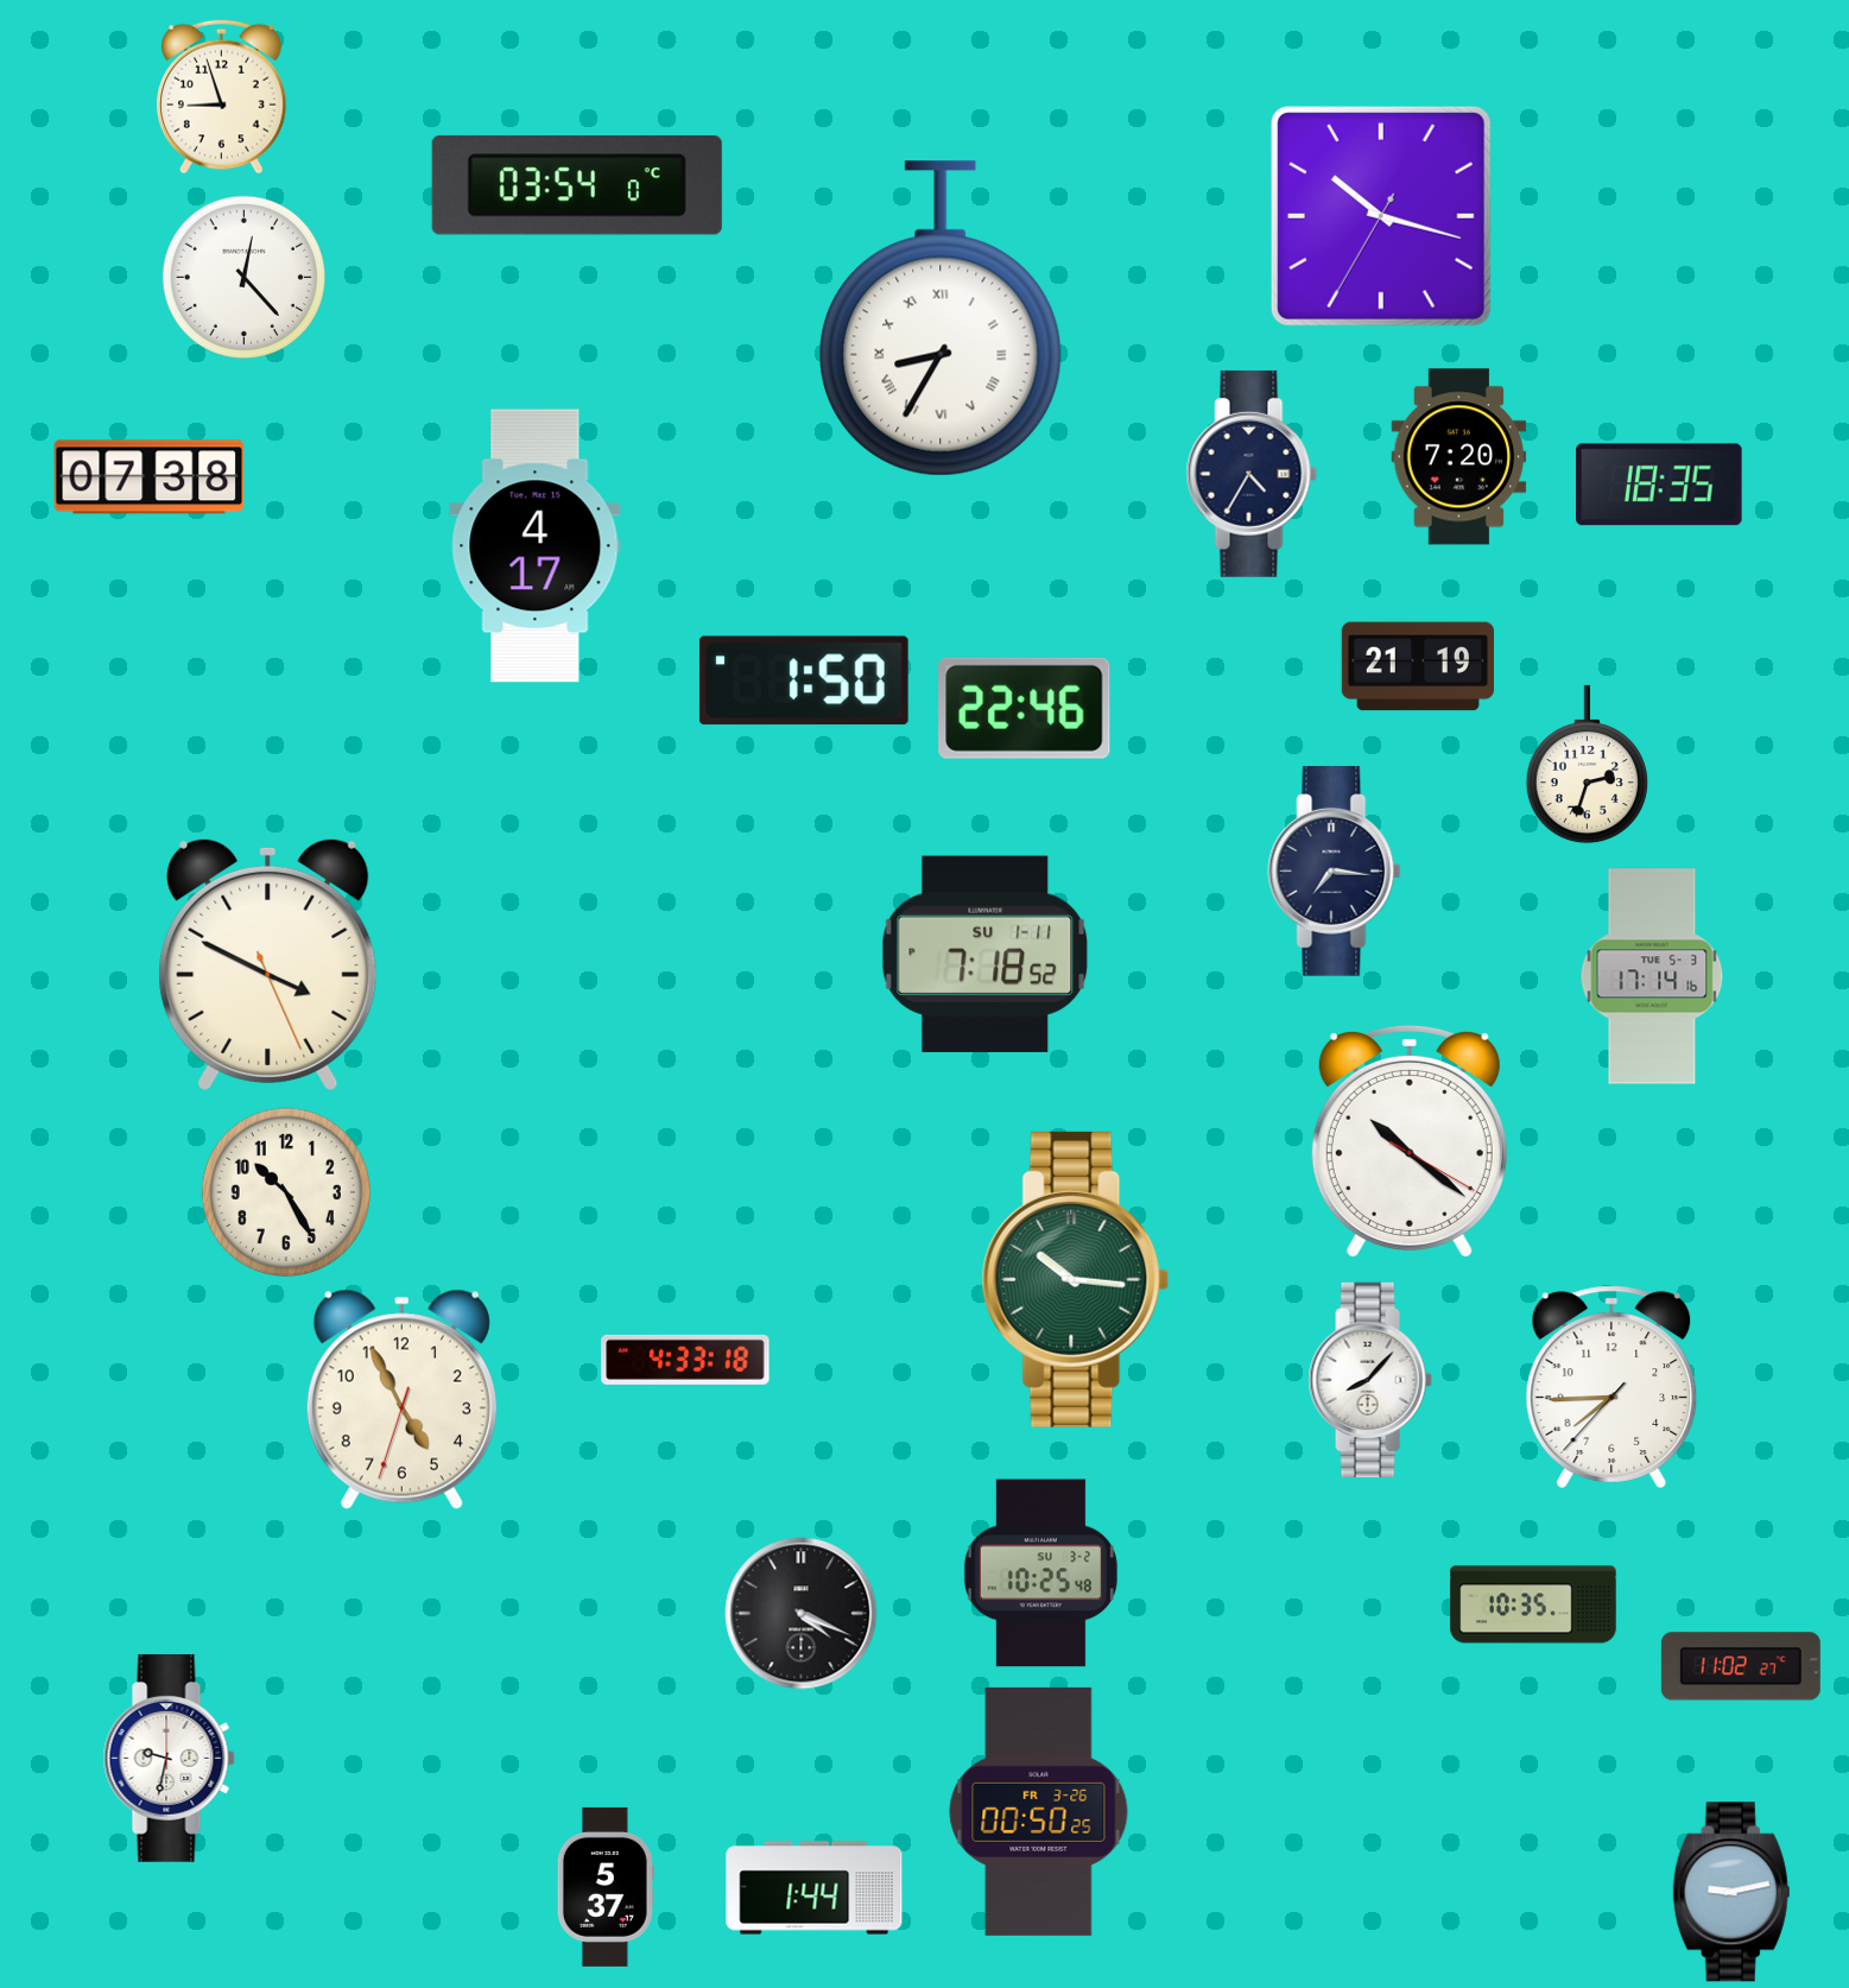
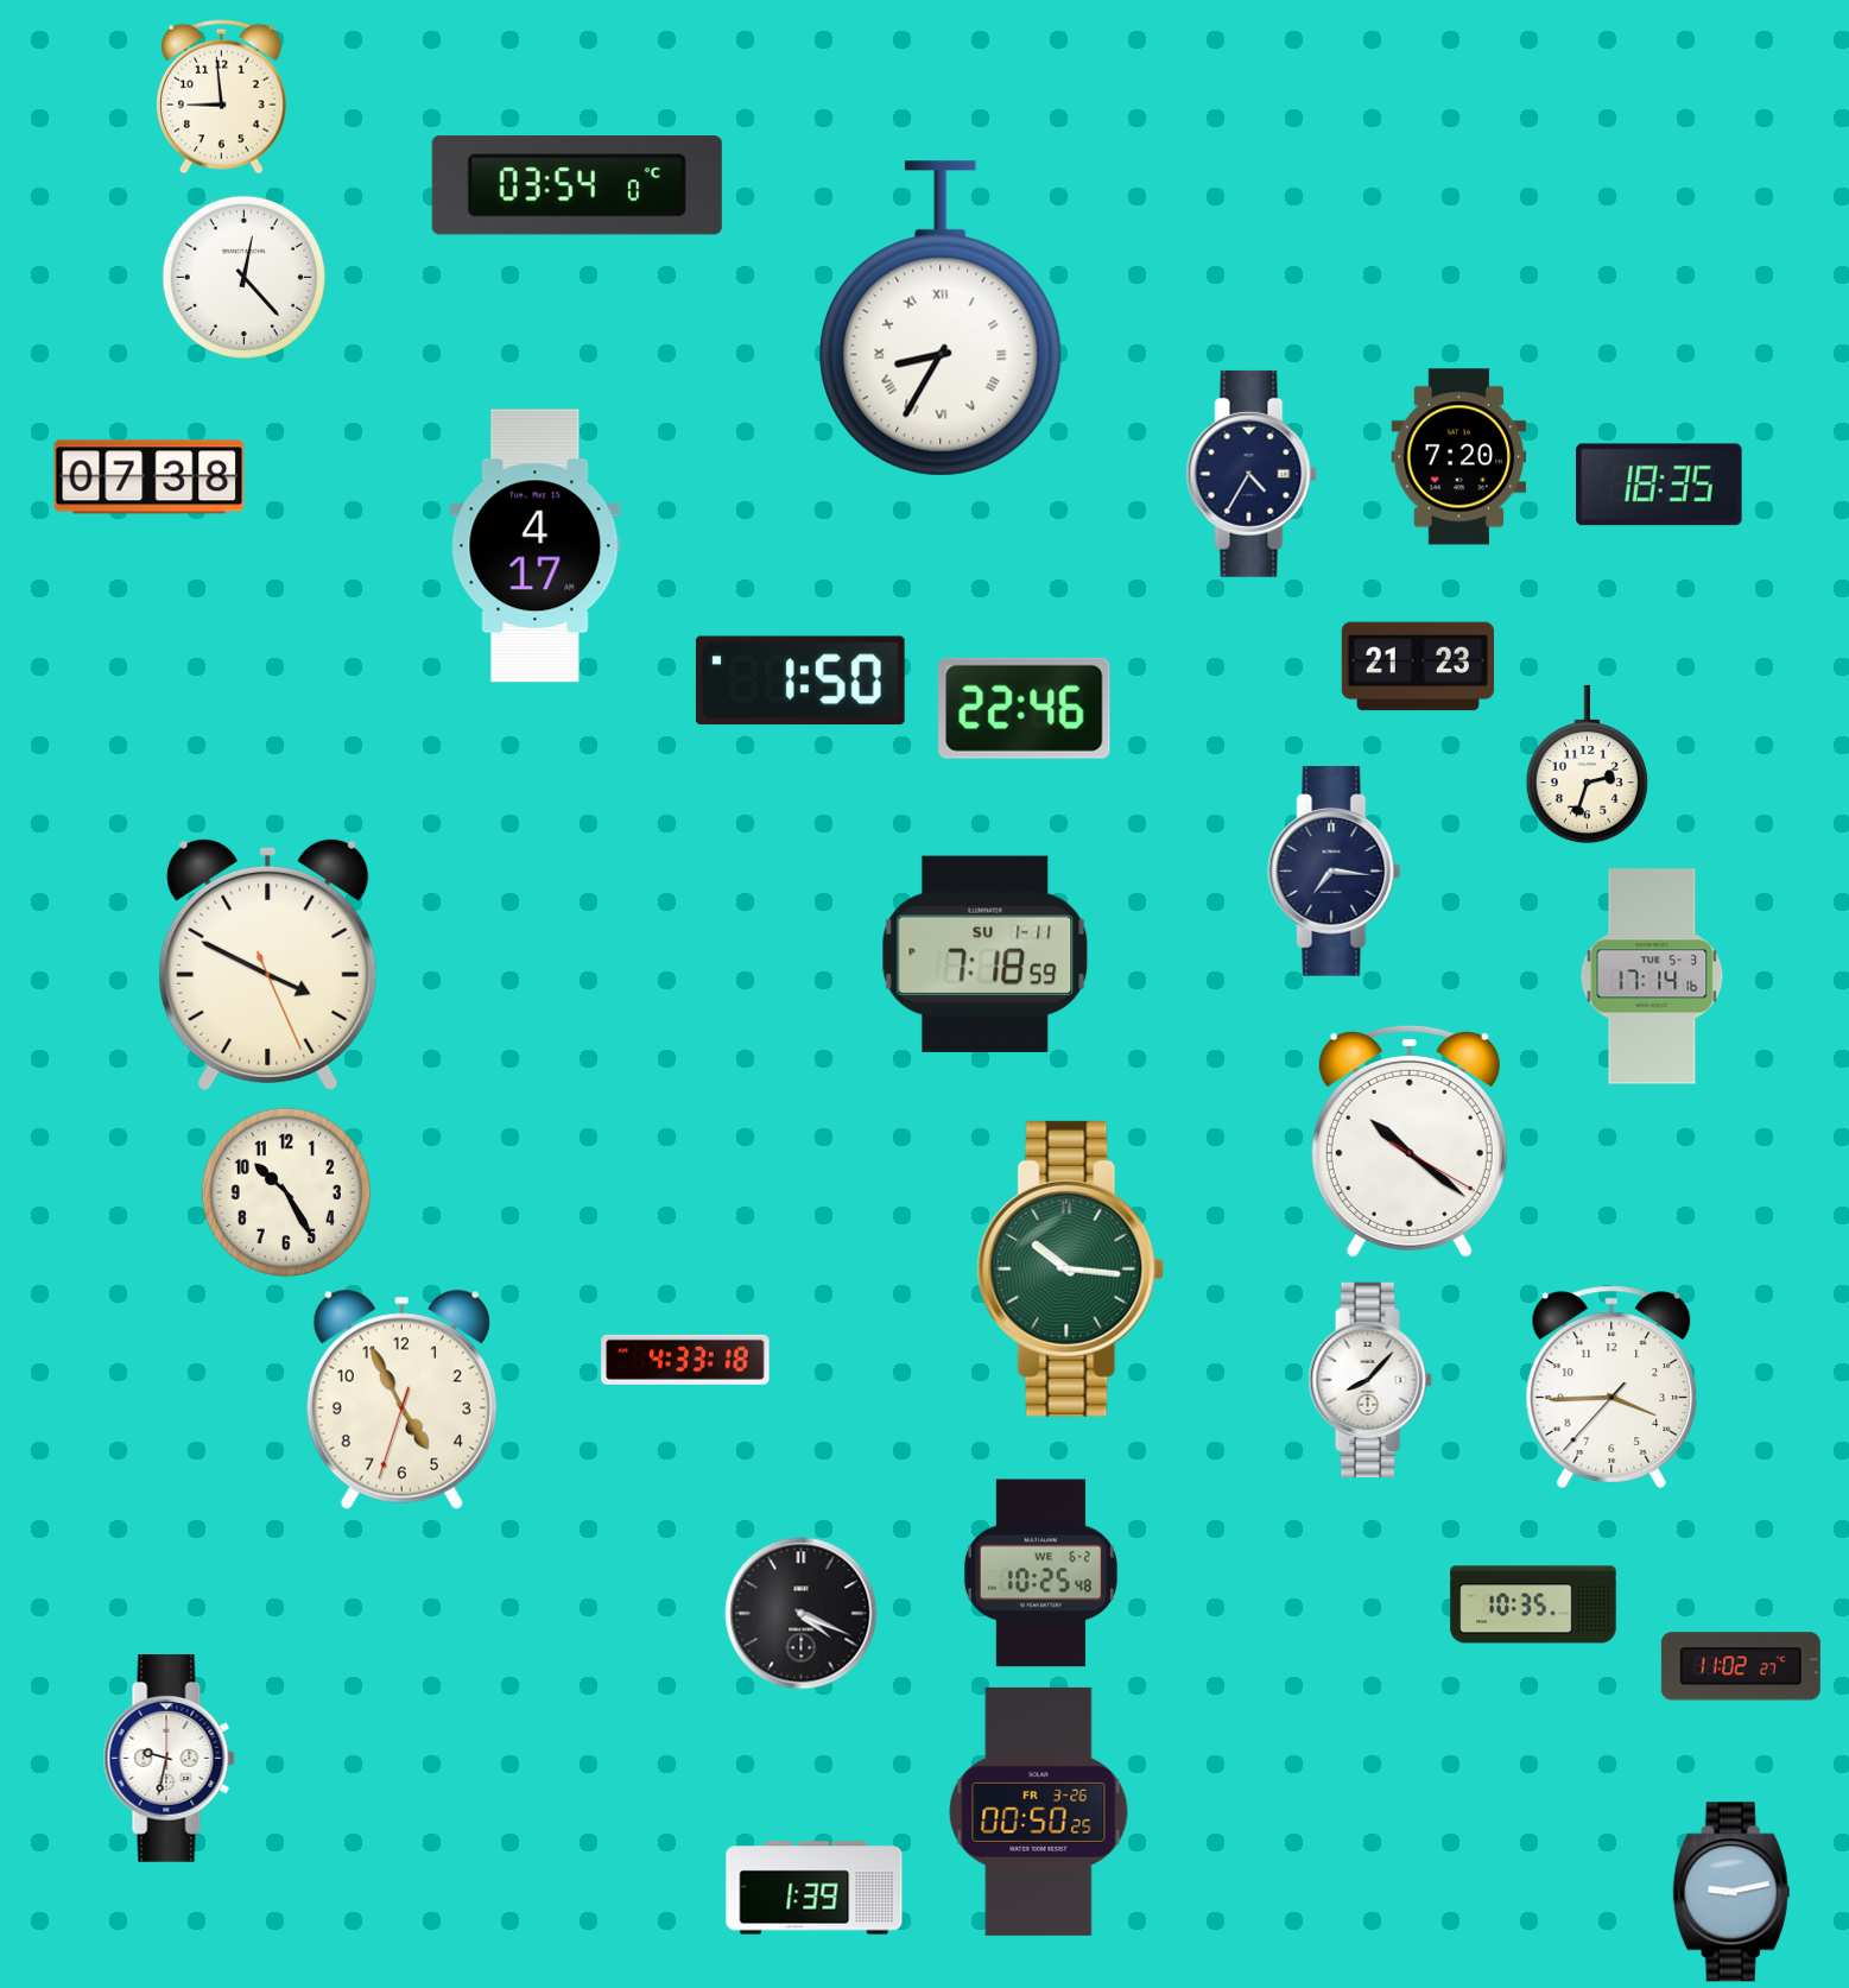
clock at (222, 96): 8:57 -> 8:59
clock at (1381, 216): 10:17 -> none
clock at (1417, 666): 21:19 -> 21:23
clock at (804, 680) position: (804, 680) -> (800, 680)
clock at (986, 954): 7:18:52 -> 7:18:59
clock at (1076, 1279) position: (1076, 1279) -> (1071, 1268)
clock at (1611, 1387): 7:44 -> 3:44
clock at (1040, 1574) date: SU 3-2 -> WE 6-2
clock at (606, 1887): 5:37 -> none
clock at (815, 1888): 1:44 -> 1:39
